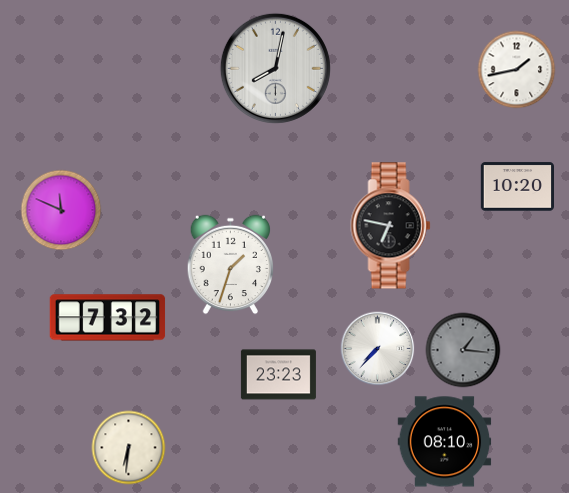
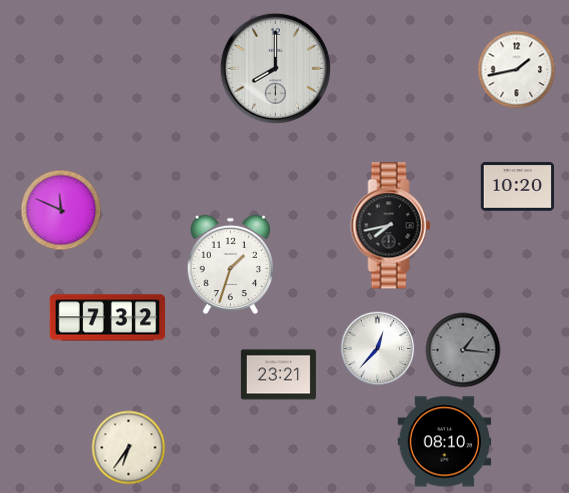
clock at (275, 68): 8:02 -> 8:00
clock at (391, 226): 6:47 -> 7:43
clock at (378, 349): 7:37 -> 12:37
clock at (278, 375): 23:23 -> 23:21
clock at (129, 448): 6:31 -> 6:36
